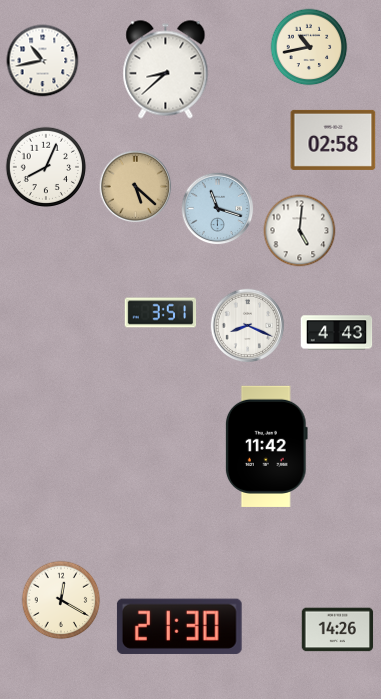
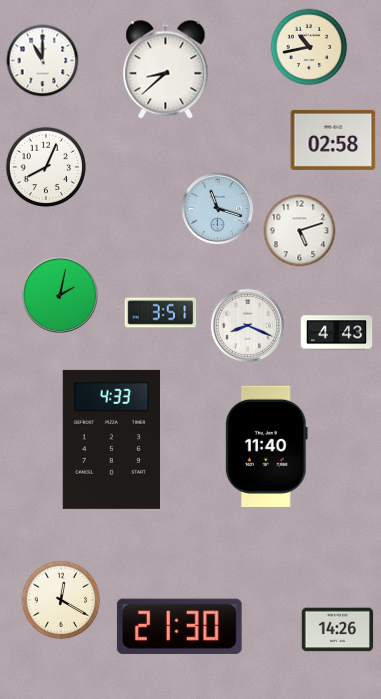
clock at (43, 61): 10:43 -> 11:00
clock at (136, 187): 5:22 -> none
clock at (300, 231): 5:01 -> 5:12
clock at (60, 295): none -> 2:02
clock at (111, 439): none -> 4:33
clock at (266, 446): 11:42 -> 11:40
